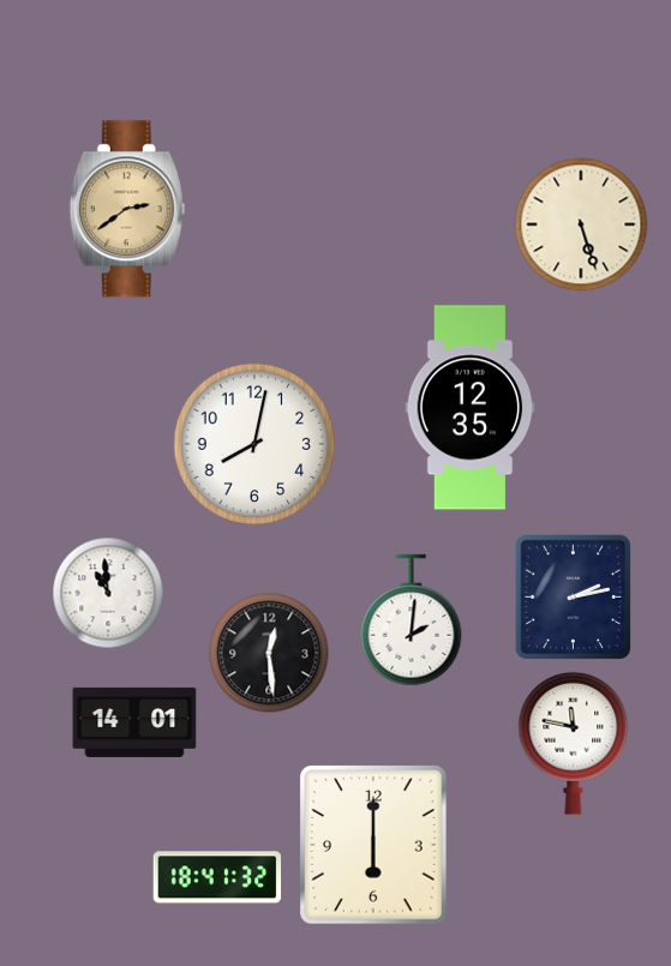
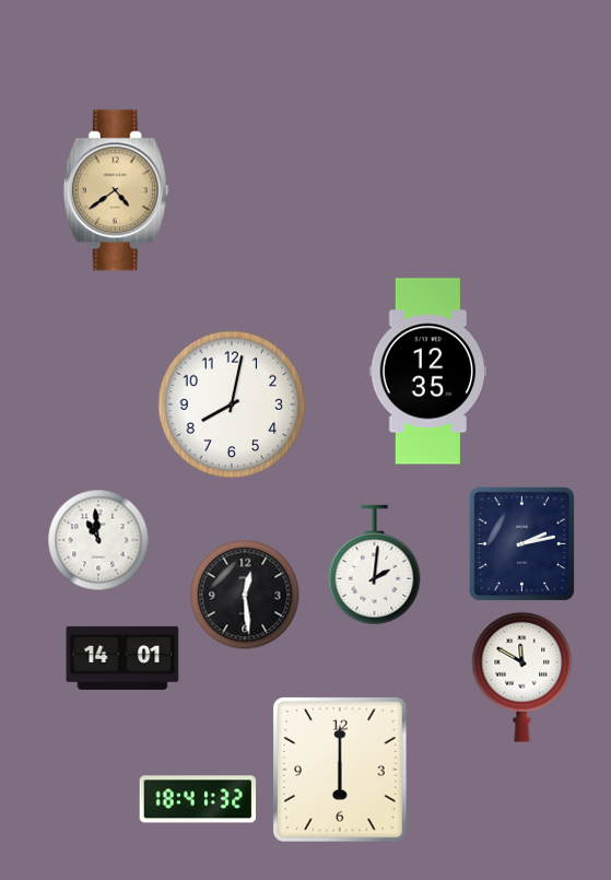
clock at (127, 209): 2:39 -> 4:39
clock at (581, 224): 5:27 -> none
clock at (574, 743): 11:47 -> 11:50
